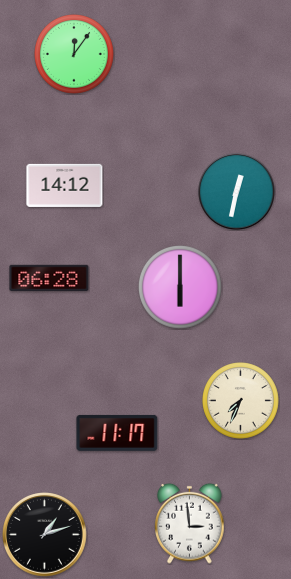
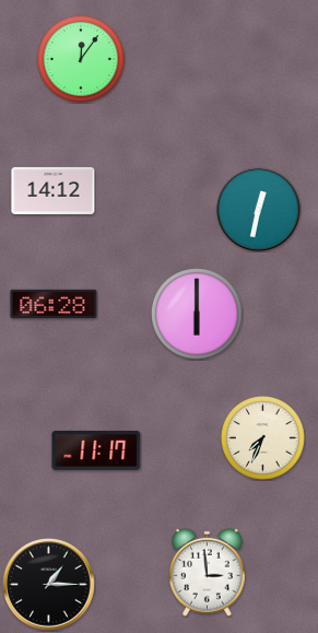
clock at (65, 185) position: (65, 185) -> (54, 190)
clock at (117, 433) position: (117, 433) -> (96, 450)
clock at (45, 535): 1:12 -> 1:15
